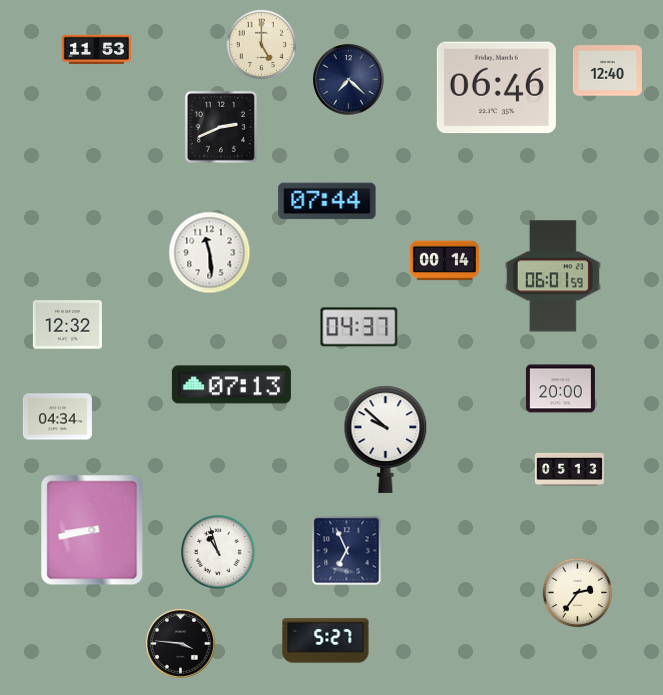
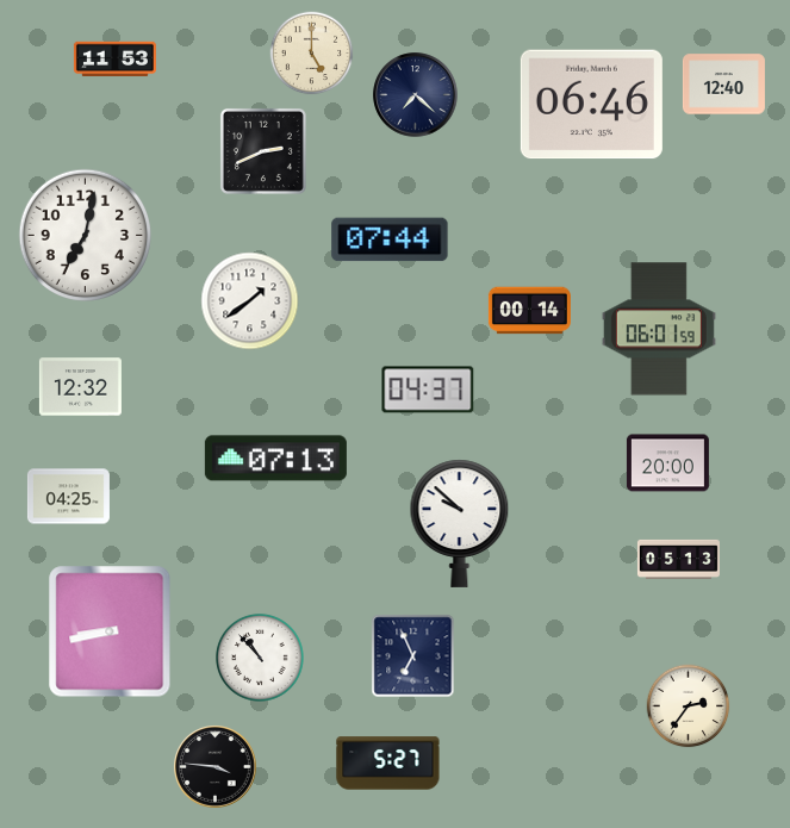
clock at (85, 235): none -> 7:02
clock at (210, 253): 11:29 -> 1:39
clock at (57, 417): 04:34 -> 04:25
clock at (219, 553): 10:57 -> 10:53
